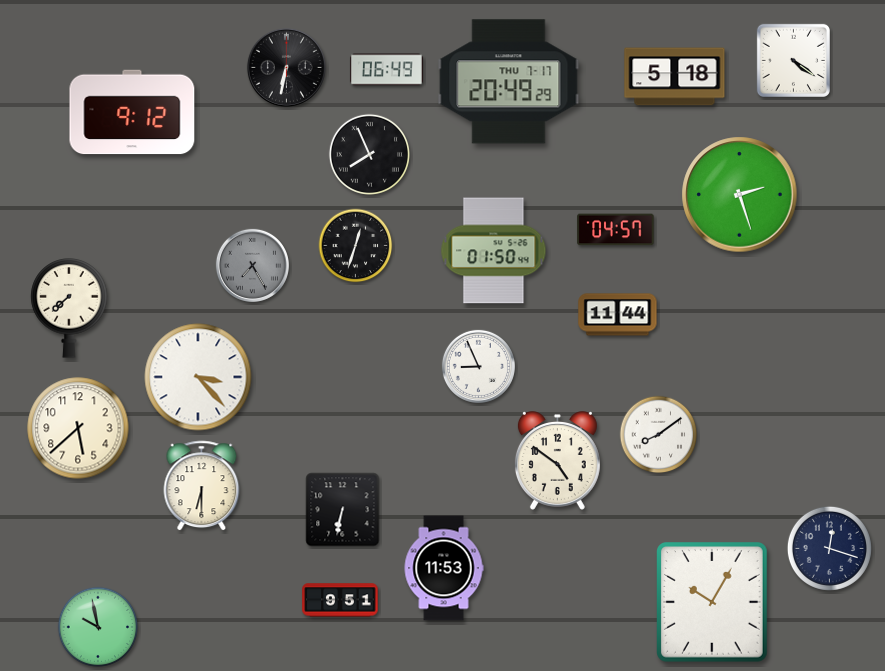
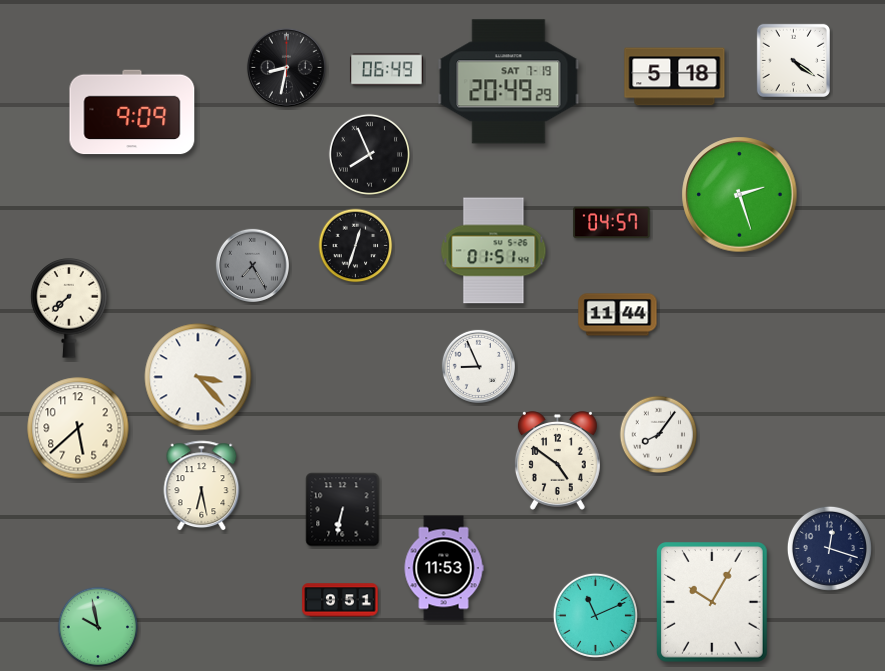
clock at (286, 67): 6:32 -> 8:32
clock at (509, 82) date: THU 7-17 -> SAT 7-19
clock at (132, 112): 9:12 -> 9:09
clock at (616, 230) position: (616, 230) -> (612, 223)
clock at (494, 251): 01:50 -> 01:51
clock at (659, 435): 8:09 -> 8:06
clock at (202, 486): 6:30 -> 6:28
clock at (595, 615): none -> 11:11
